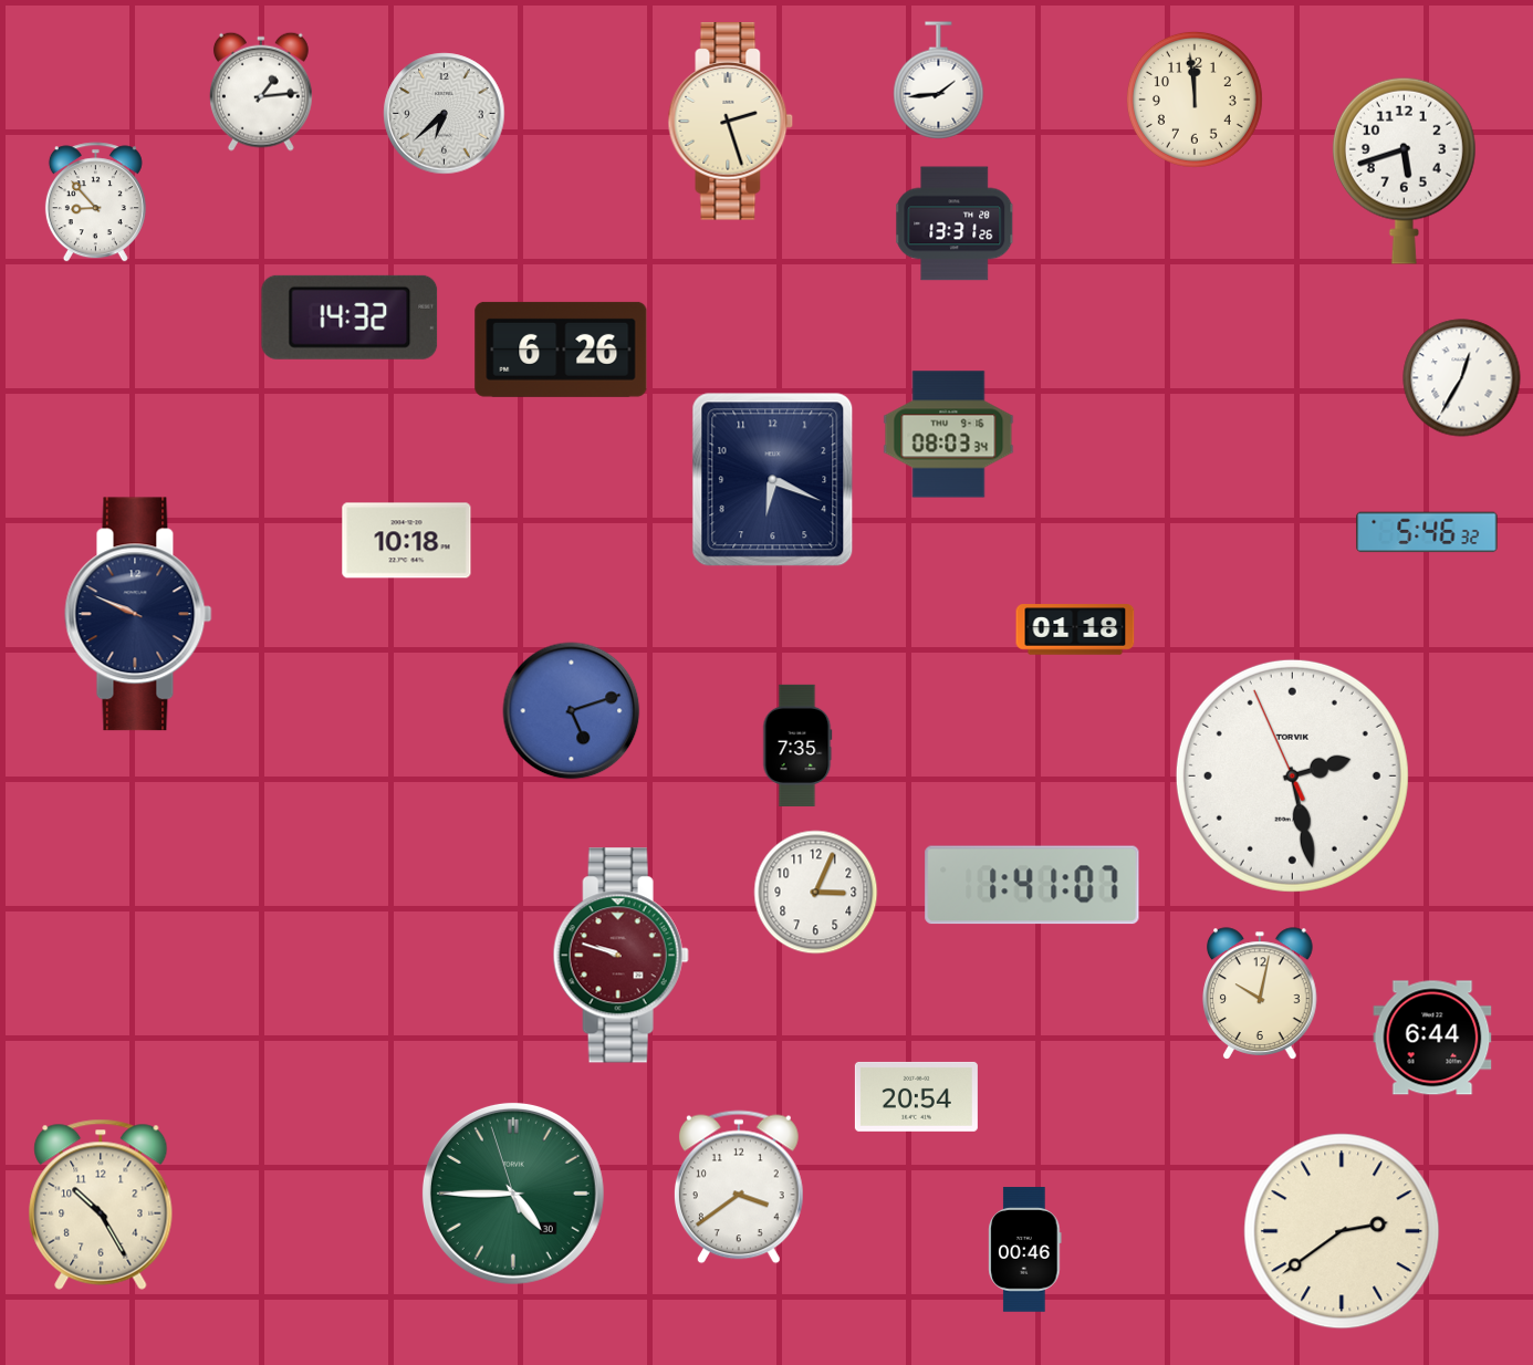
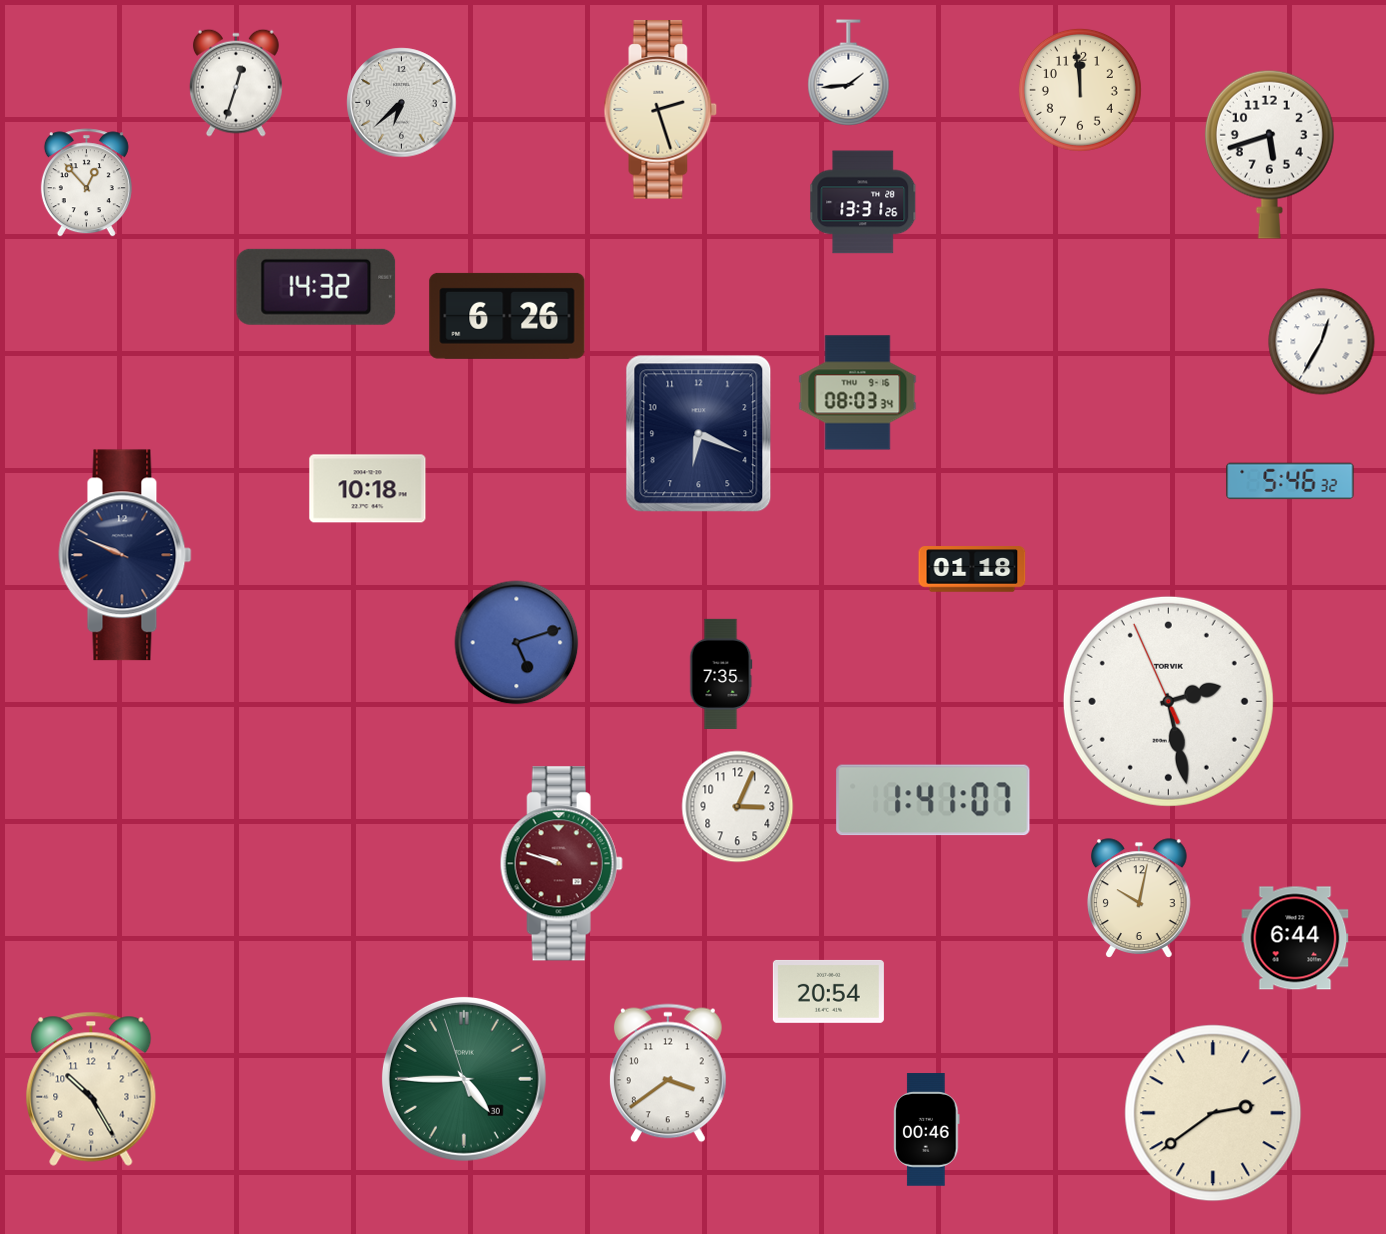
clock at (261, 92): 1:14 -> 12:33
clock at (95, 202): 8:53 -> 12:53
